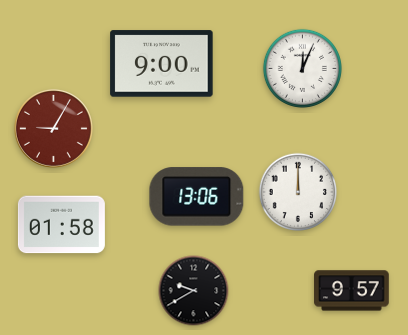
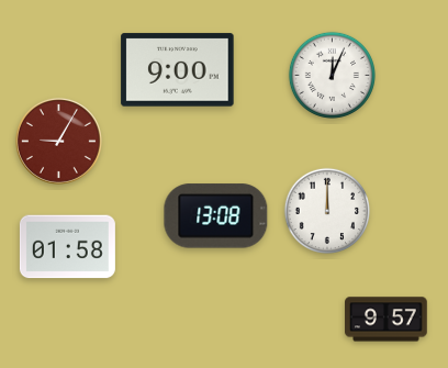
clock at (197, 197): 13:06 -> 13:08
clock at (194, 291): 9:40 -> none
